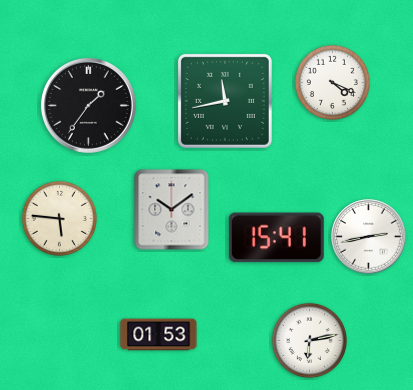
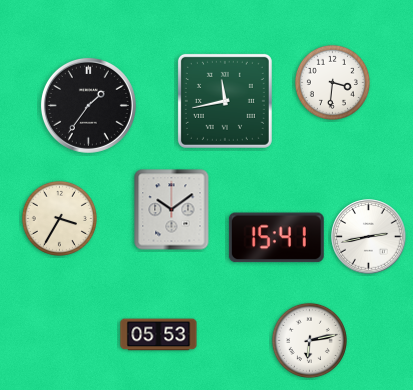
clock at (332, 82): 4:19 -> 3:31
clock at (59, 218): 5:46 -> 3:35
clock at (159, 335): 01:53 -> 05:53
